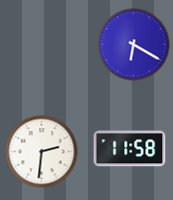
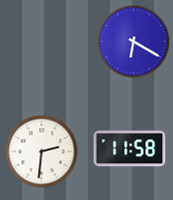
clock at (134, 45) position: (134, 45) -> (134, 42)
